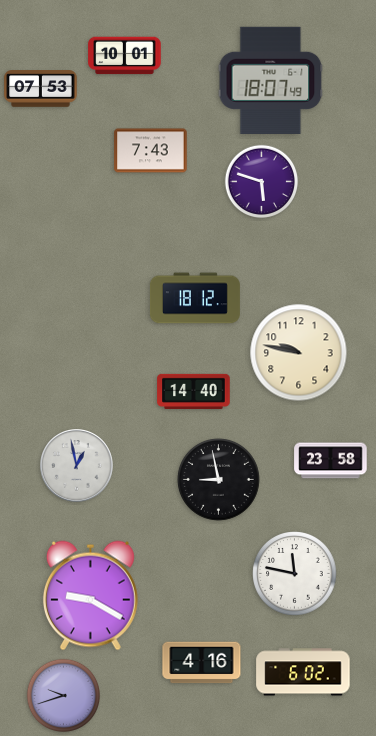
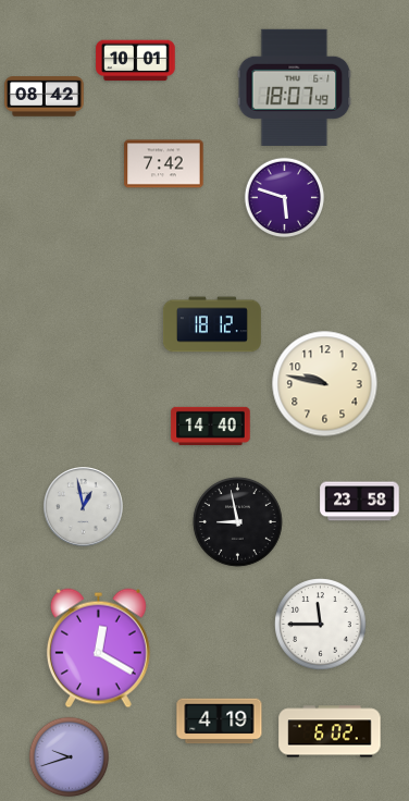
clock at (41, 89): 07:53 -> 08:42
clock at (151, 151): 7:43 -> 7:42
clock at (295, 574): 11:47 -> 11:45
clock at (90, 596): 9:20 -> 12:20
clock at (202, 663): 4:16 -> 4:19
